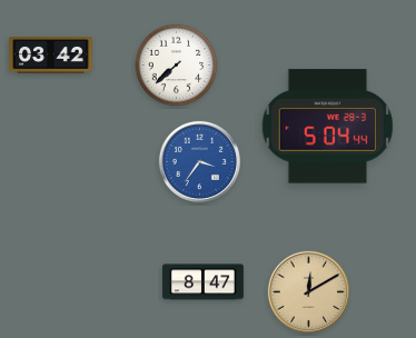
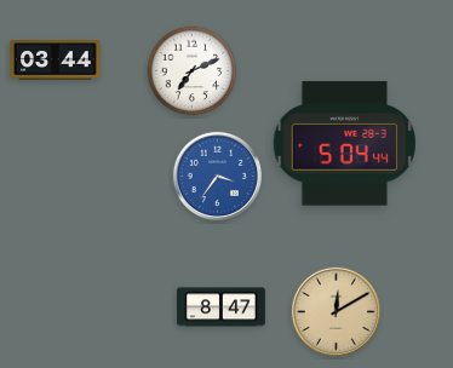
clock at (51, 56): 03:42 -> 03:44
clock at (177, 66): 7:38 -> 7:11
clock at (327, 127) position: (327, 127) -> (344, 144)
clock at (308, 291) position: (308, 291) -> (336, 311)
